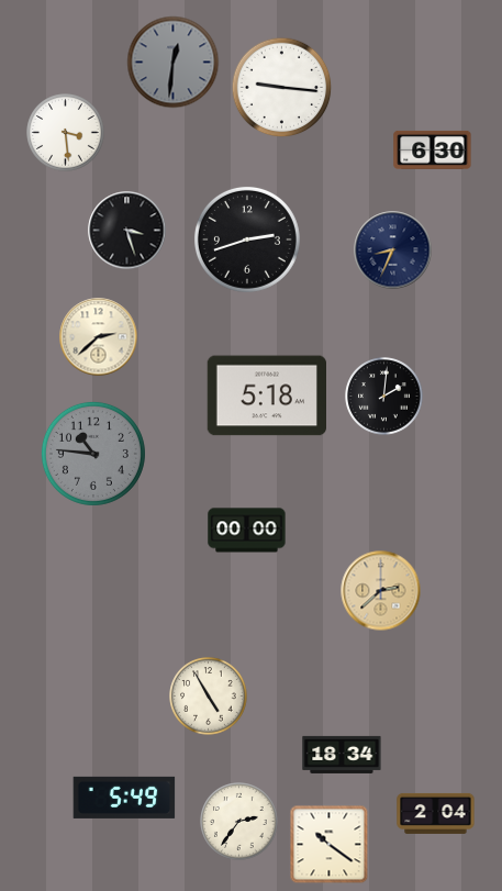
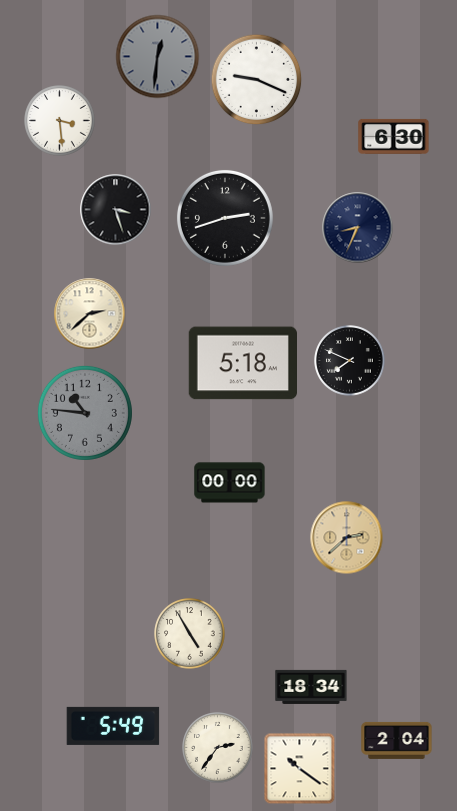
clock at (282, 88): 9:16 -> 9:19
clock at (99, 337) position: (99, 337) -> (90, 314)
clock at (266, 396) position: (266, 396) -> (242, 363)
clock at (384, 397): 2:01 -> 7:49
clock at (247, 531) position: (247, 531) -> (230, 483)
